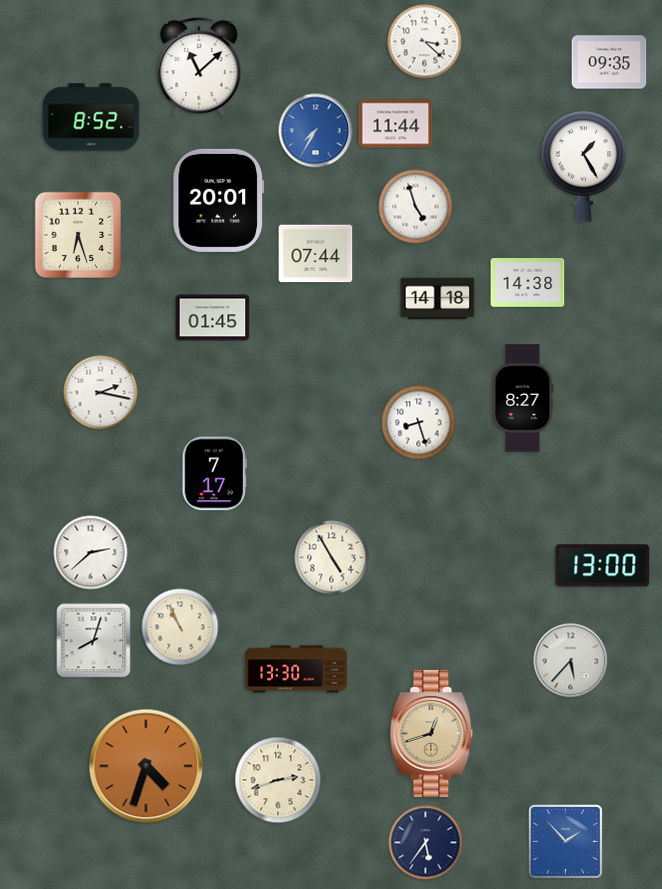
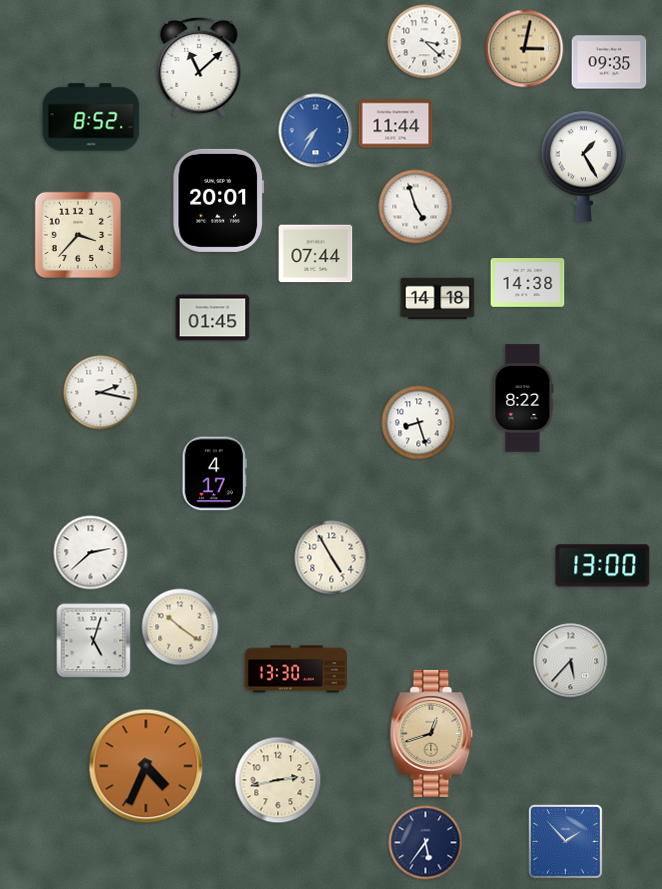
clock at (525, 49): none -> 3:02
clock at (77, 234): 6:27 -> 3:37
clock at (523, 398): 8:27 -> 8:22
clock at (214, 474): 7:17 -> 4:17
clock at (180, 627): 10:56 -> 10:21
clock at (94, 641): 8:03 -> 5:03
clock at (146, 766): 4:33 -> 4:34
clock at (278, 780): 2:42 -> 2:43
